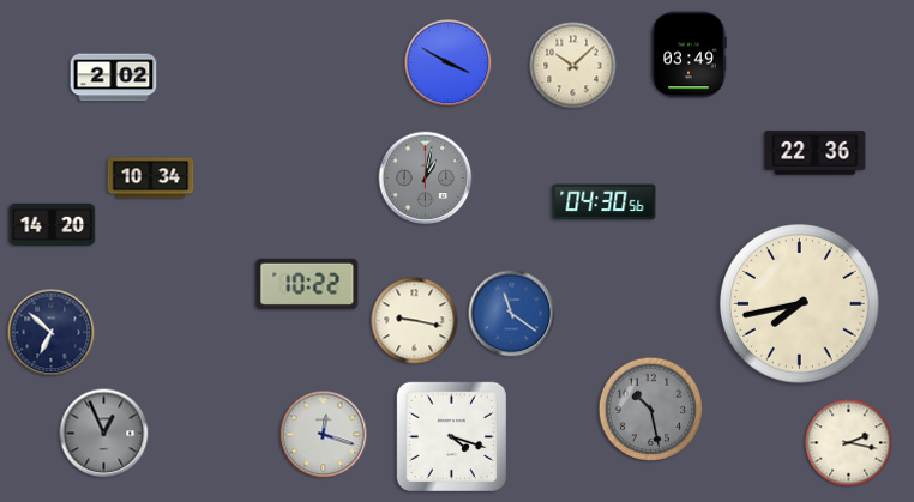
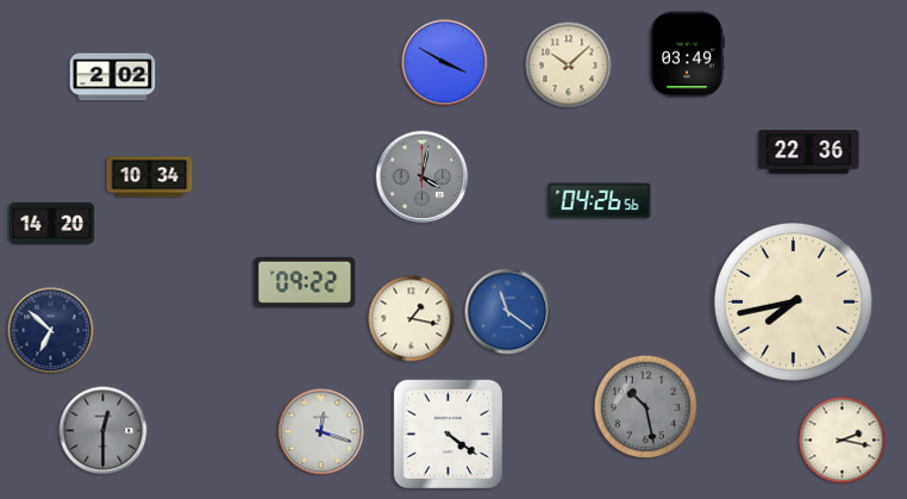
clock at (688, 55) position: (688, 55) -> (687, 55)
clock at (426, 179): 1:02 -> 4:02
clock at (605, 202): 04:30 -> 04:26
clock at (307, 284): 10:22 -> 09:22
clock at (415, 321): 9:17 -> 1:17
clock at (104, 434): 12:56 -> 12:30
clock at (451, 436): 4:18 -> 4:21
